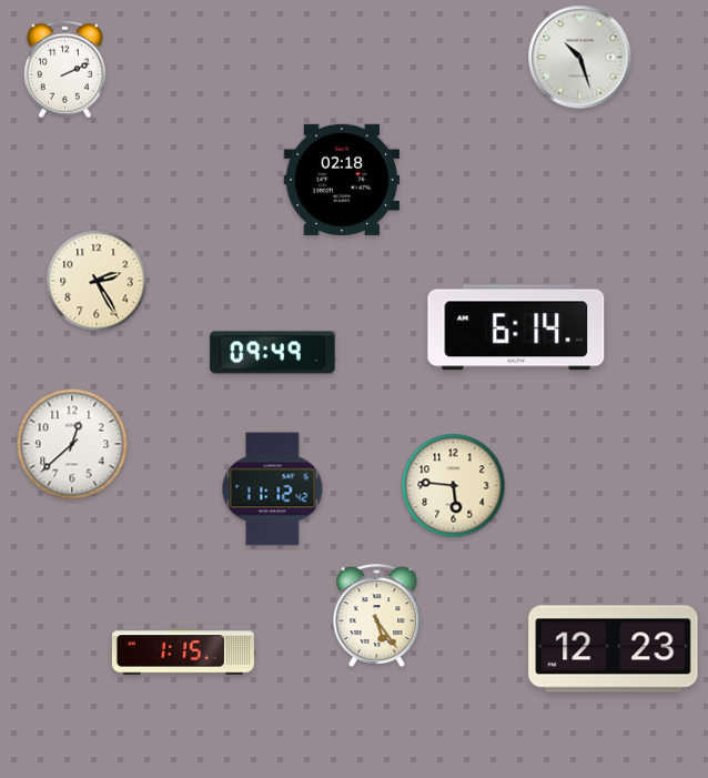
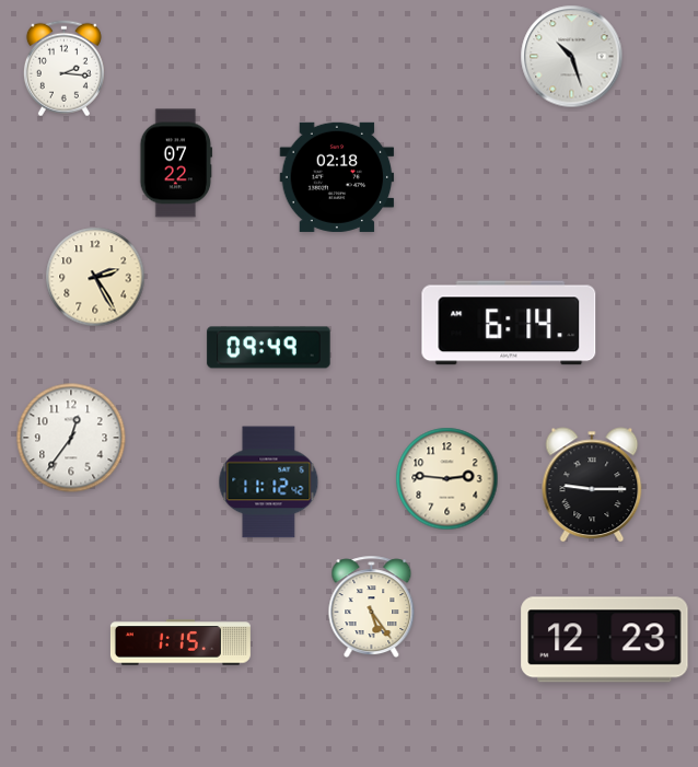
clock at (64, 70): 2:11 -> 2:16
clock at (176, 163): none -> 07:22
clock at (72, 444): 12:38 -> 12:36
clock at (454, 486): 5:46 -> 2:46
clock at (592, 485): none -> 9:15
